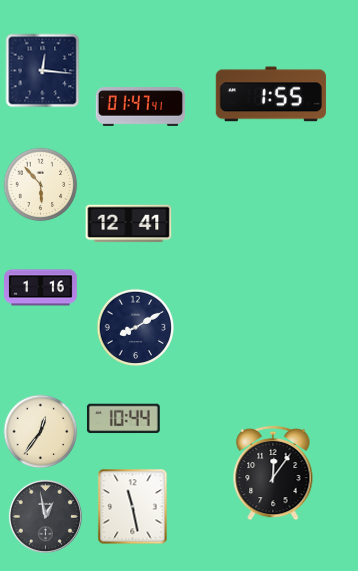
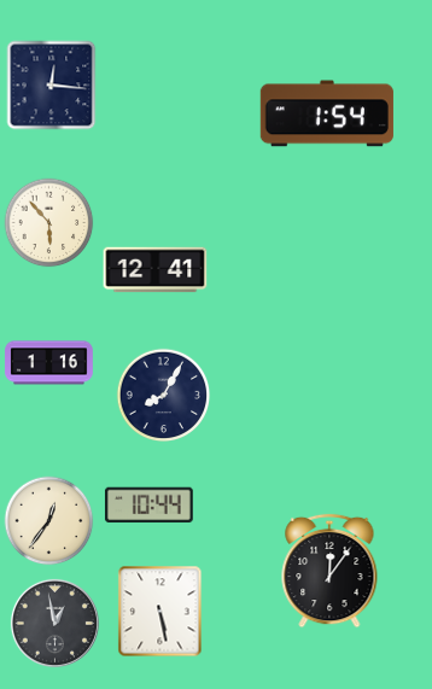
clock at (271, 94): 1:55 -> 1:54
clock at (141, 107): 01:47 -> none
clock at (41, 288) position: (41, 288) -> (49, 363)
clock at (136, 328): 8:10 -> 8:05
clock at (133, 507): 11:28 -> 5:28
